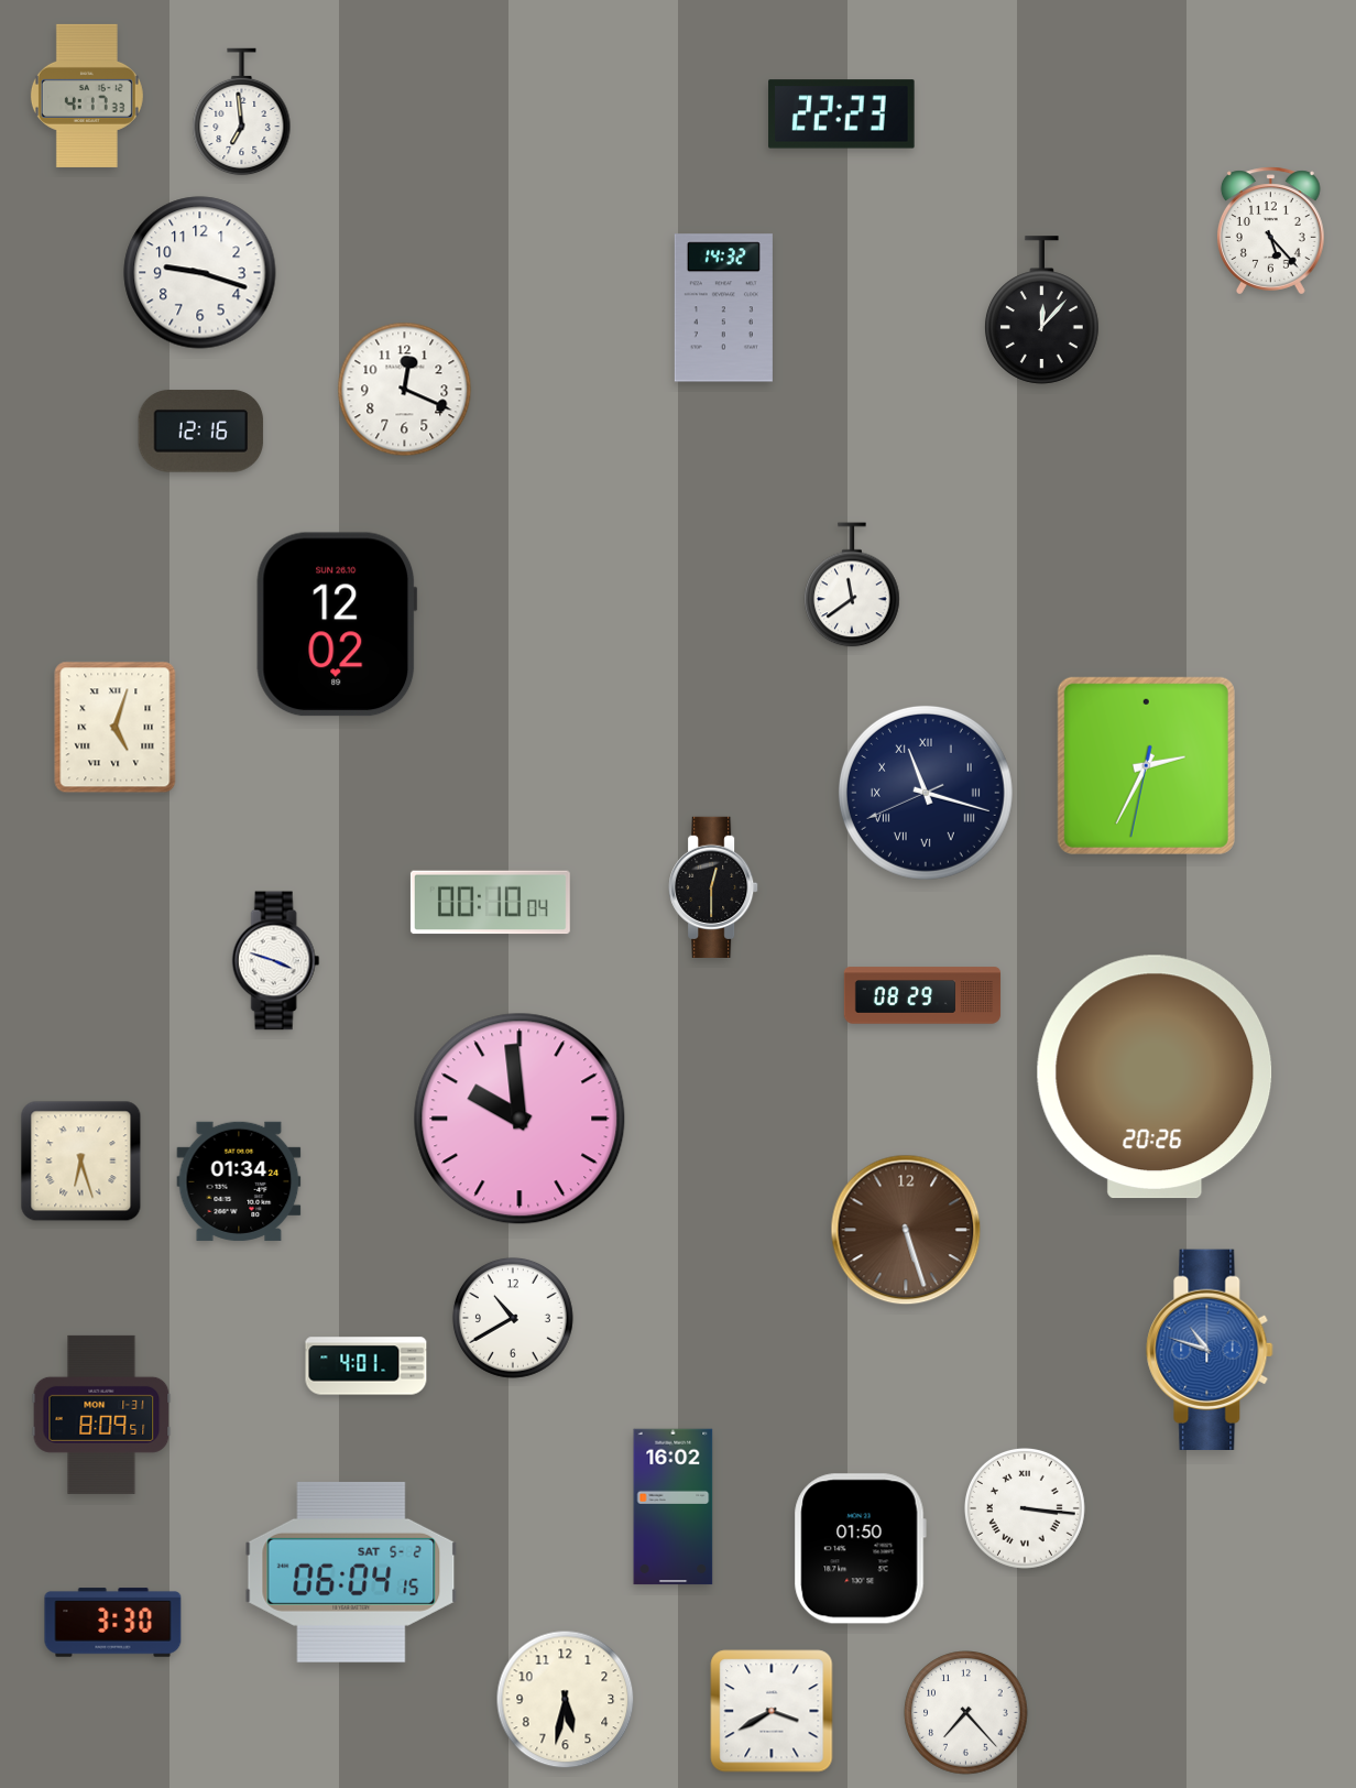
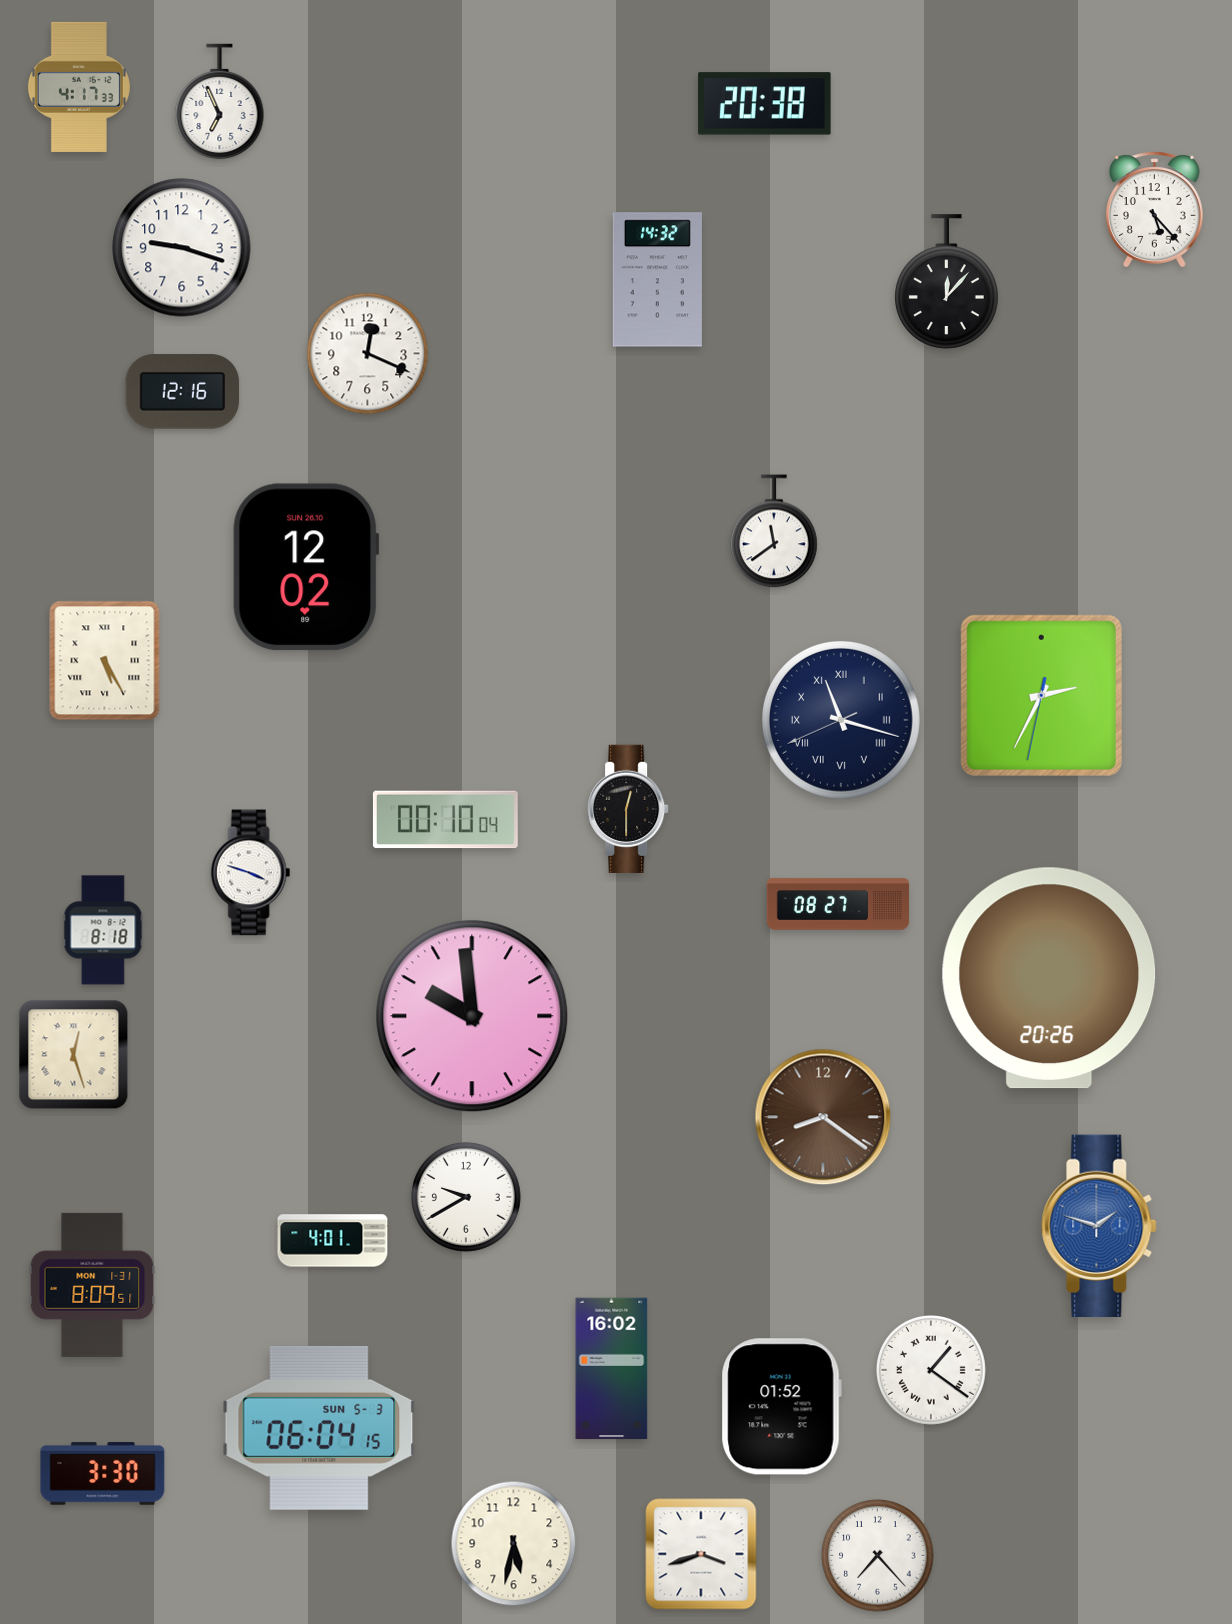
clock at (242, 112): 6:59 -> 6:56
clock at (842, 115): 22:23 -> 20:38
clock at (116, 728): 5:03 -> 5:25
clock at (713, 886) position: (713, 886) -> (628, 808)
clock at (922, 995): 08:29 -> 08:27
clock at (103, 930): none -> 8:18
clock at (81, 1162): 6:27 -> 12:27
clock at (239, 1181): 01:34 -> none
clock at (906, 1230): 5:27 -> 8:21
clock at (513, 1318): 10:40 -> 9:40
clock at (1210, 1349): 10:48 -> 1:48
clock at (1025, 1508): 3:16 -> 1:21
clock at (860, 1549): 01:50 -> 01:52
clock at (351, 1572) date: SAT 5-2 -> SUN 5-3
clock at (772, 1711): 3:40 -> 3:42
